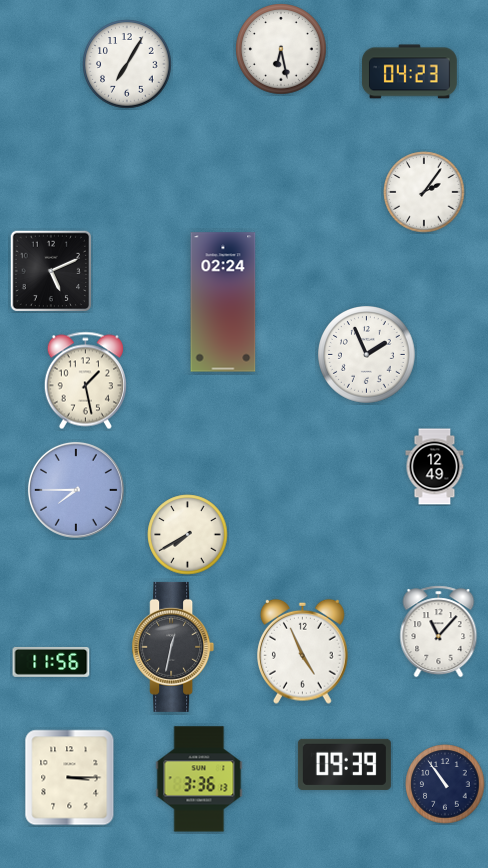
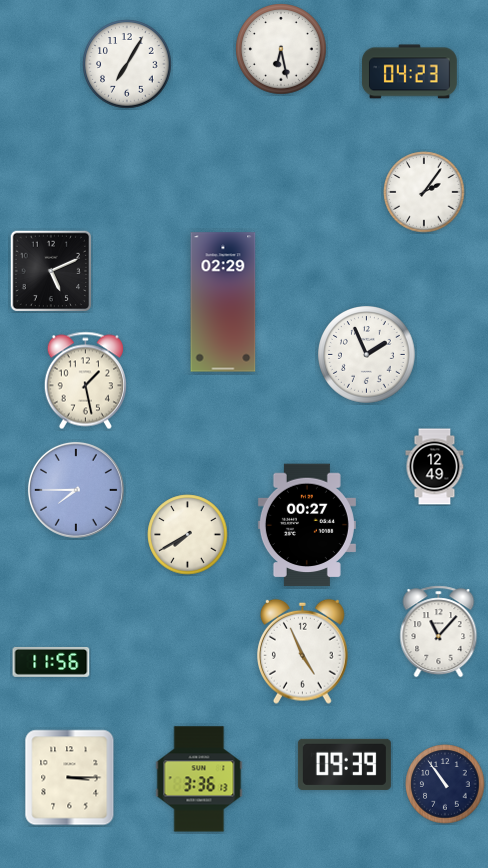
clock at (223, 302): 02:24 -> 02:29
clock at (307, 525): none -> 00:27
clock at (173, 647): 12:32 -> none
